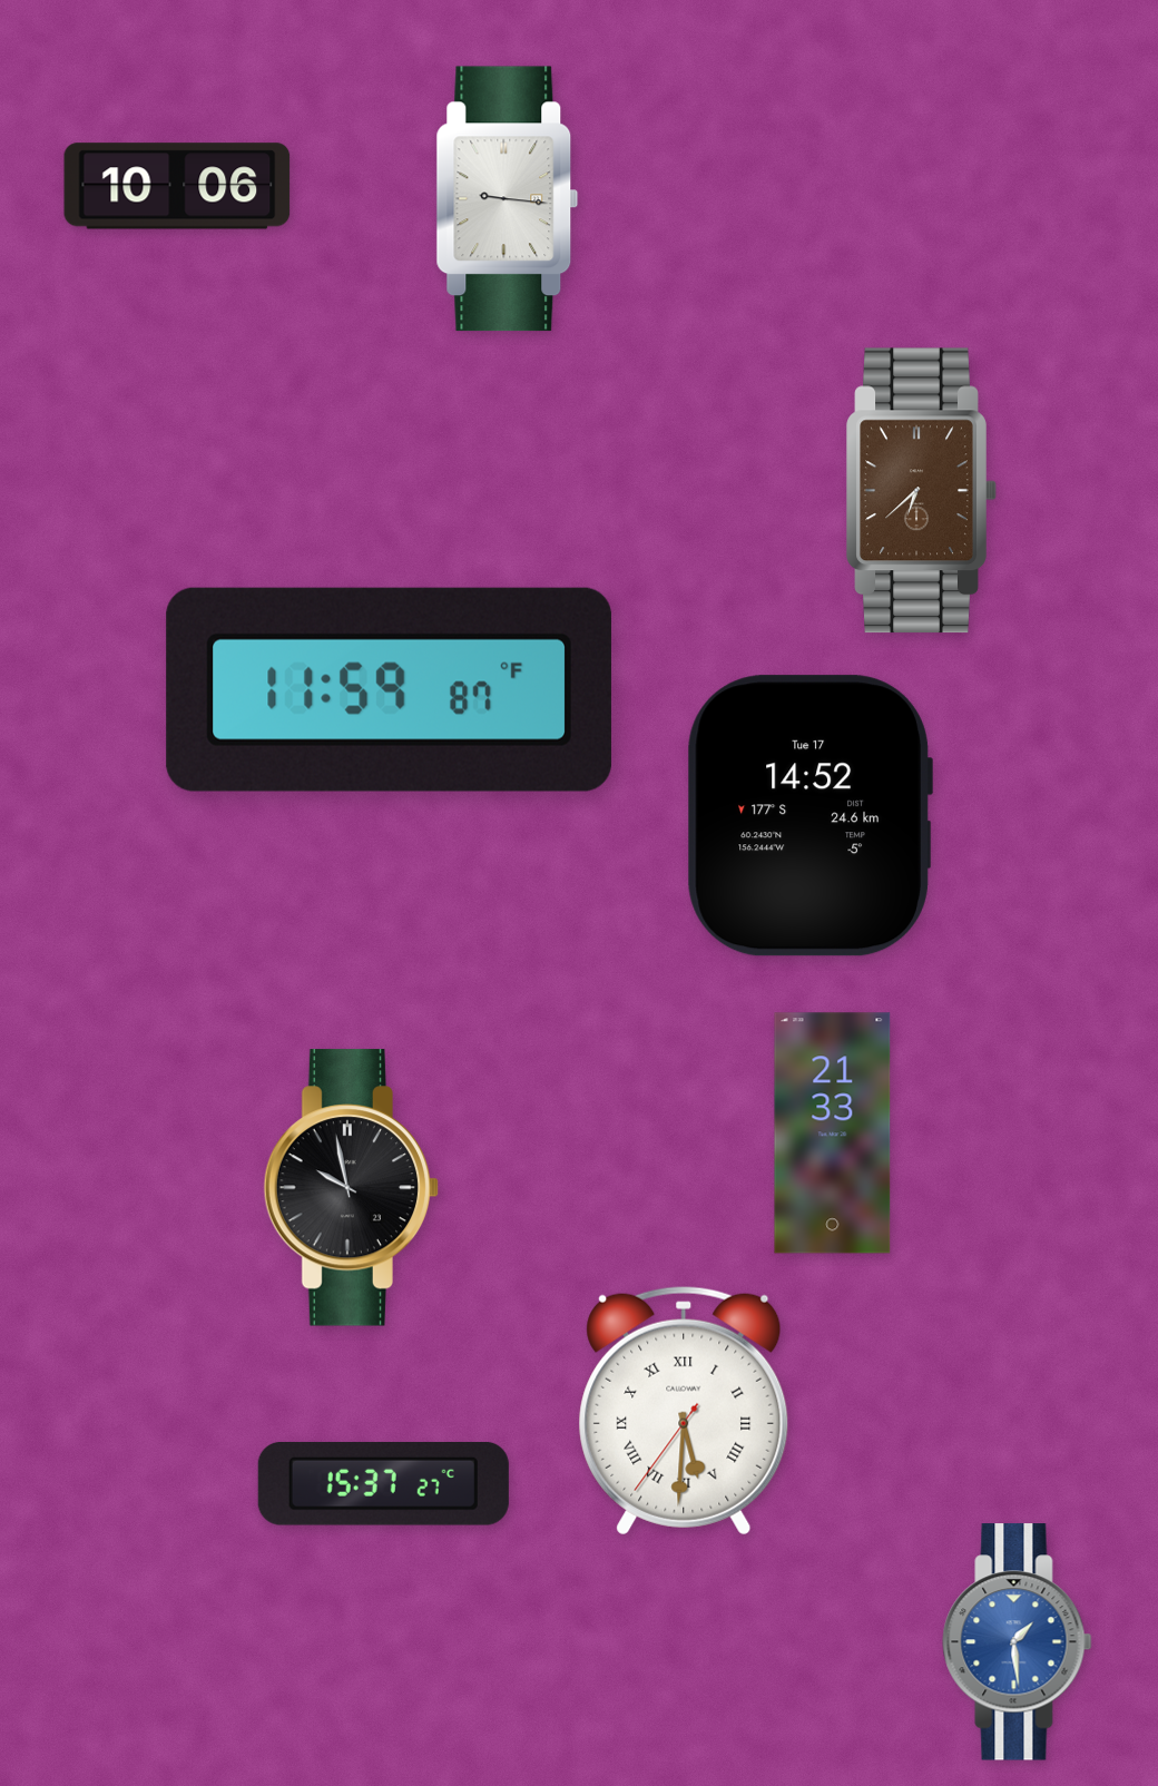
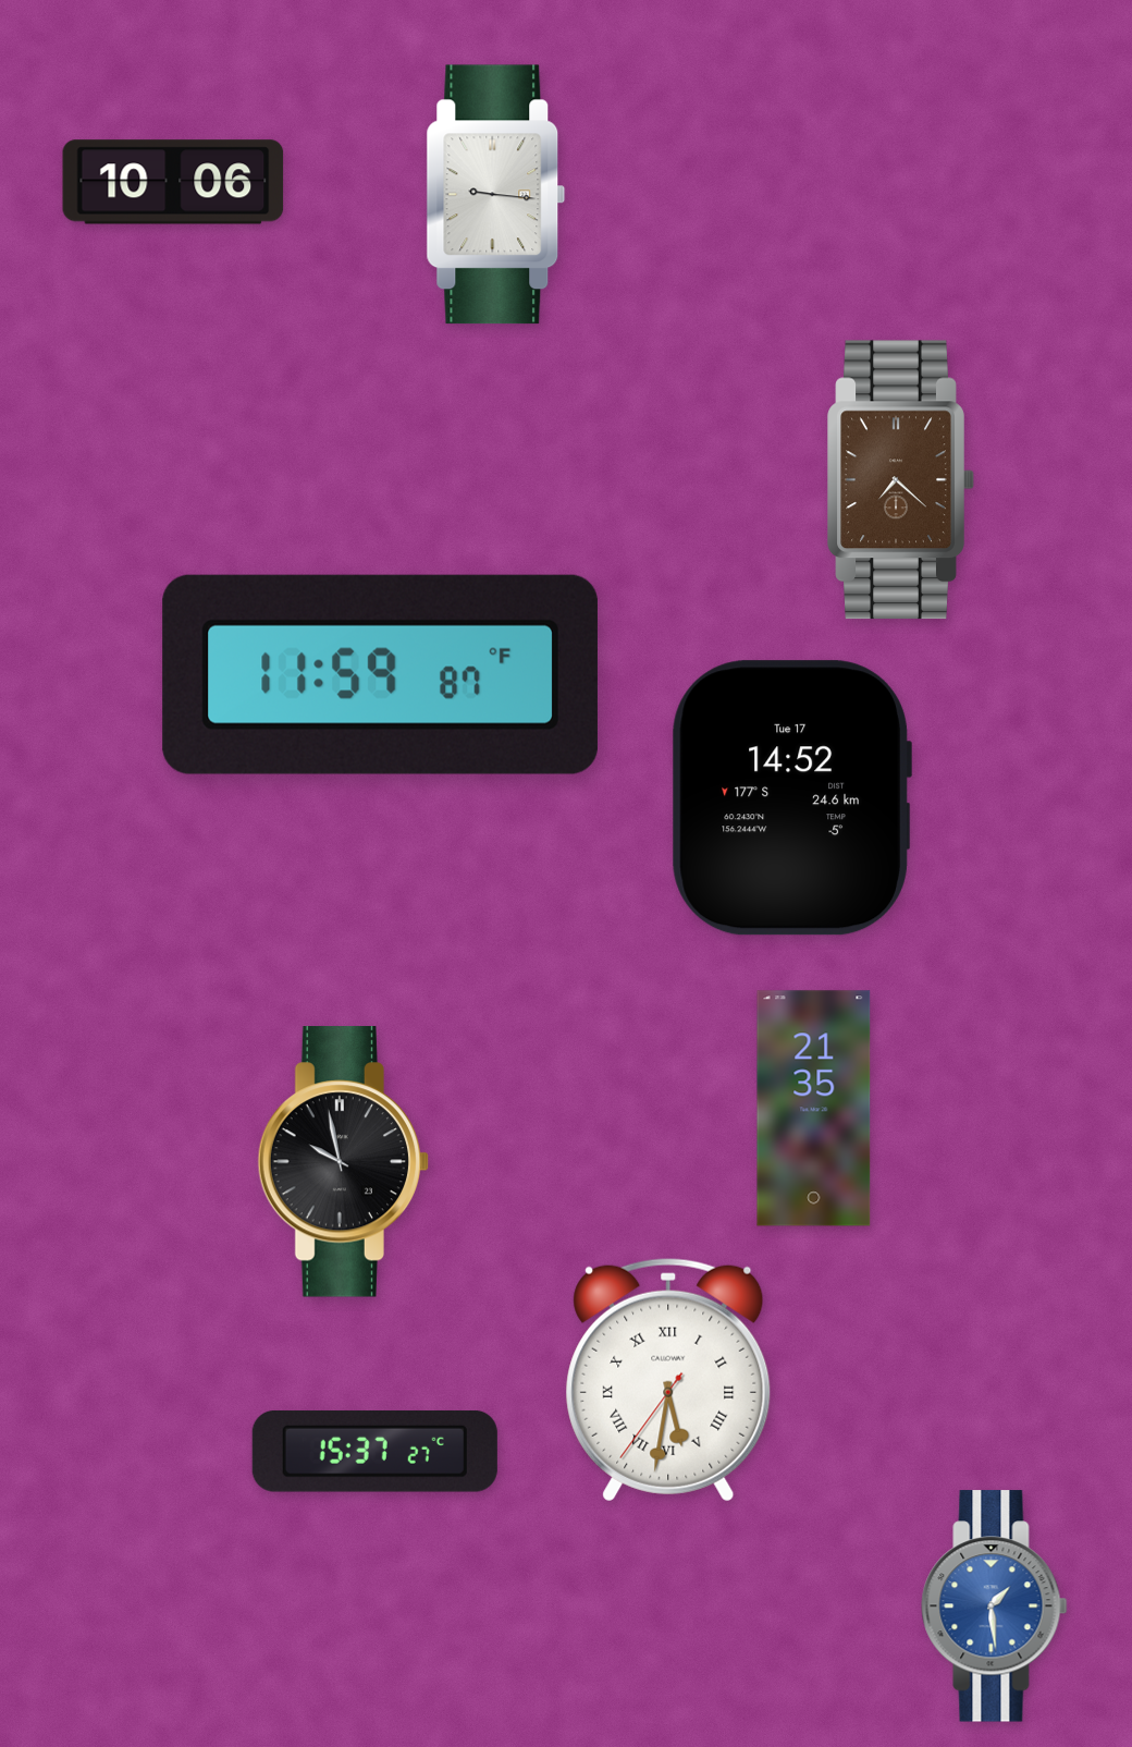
clock at (922, 491): 6:38 -> 7:22
clock at (833, 1134): 21:33 -> 21:35
clock at (684, 1411): 5:30 -> 5:31
